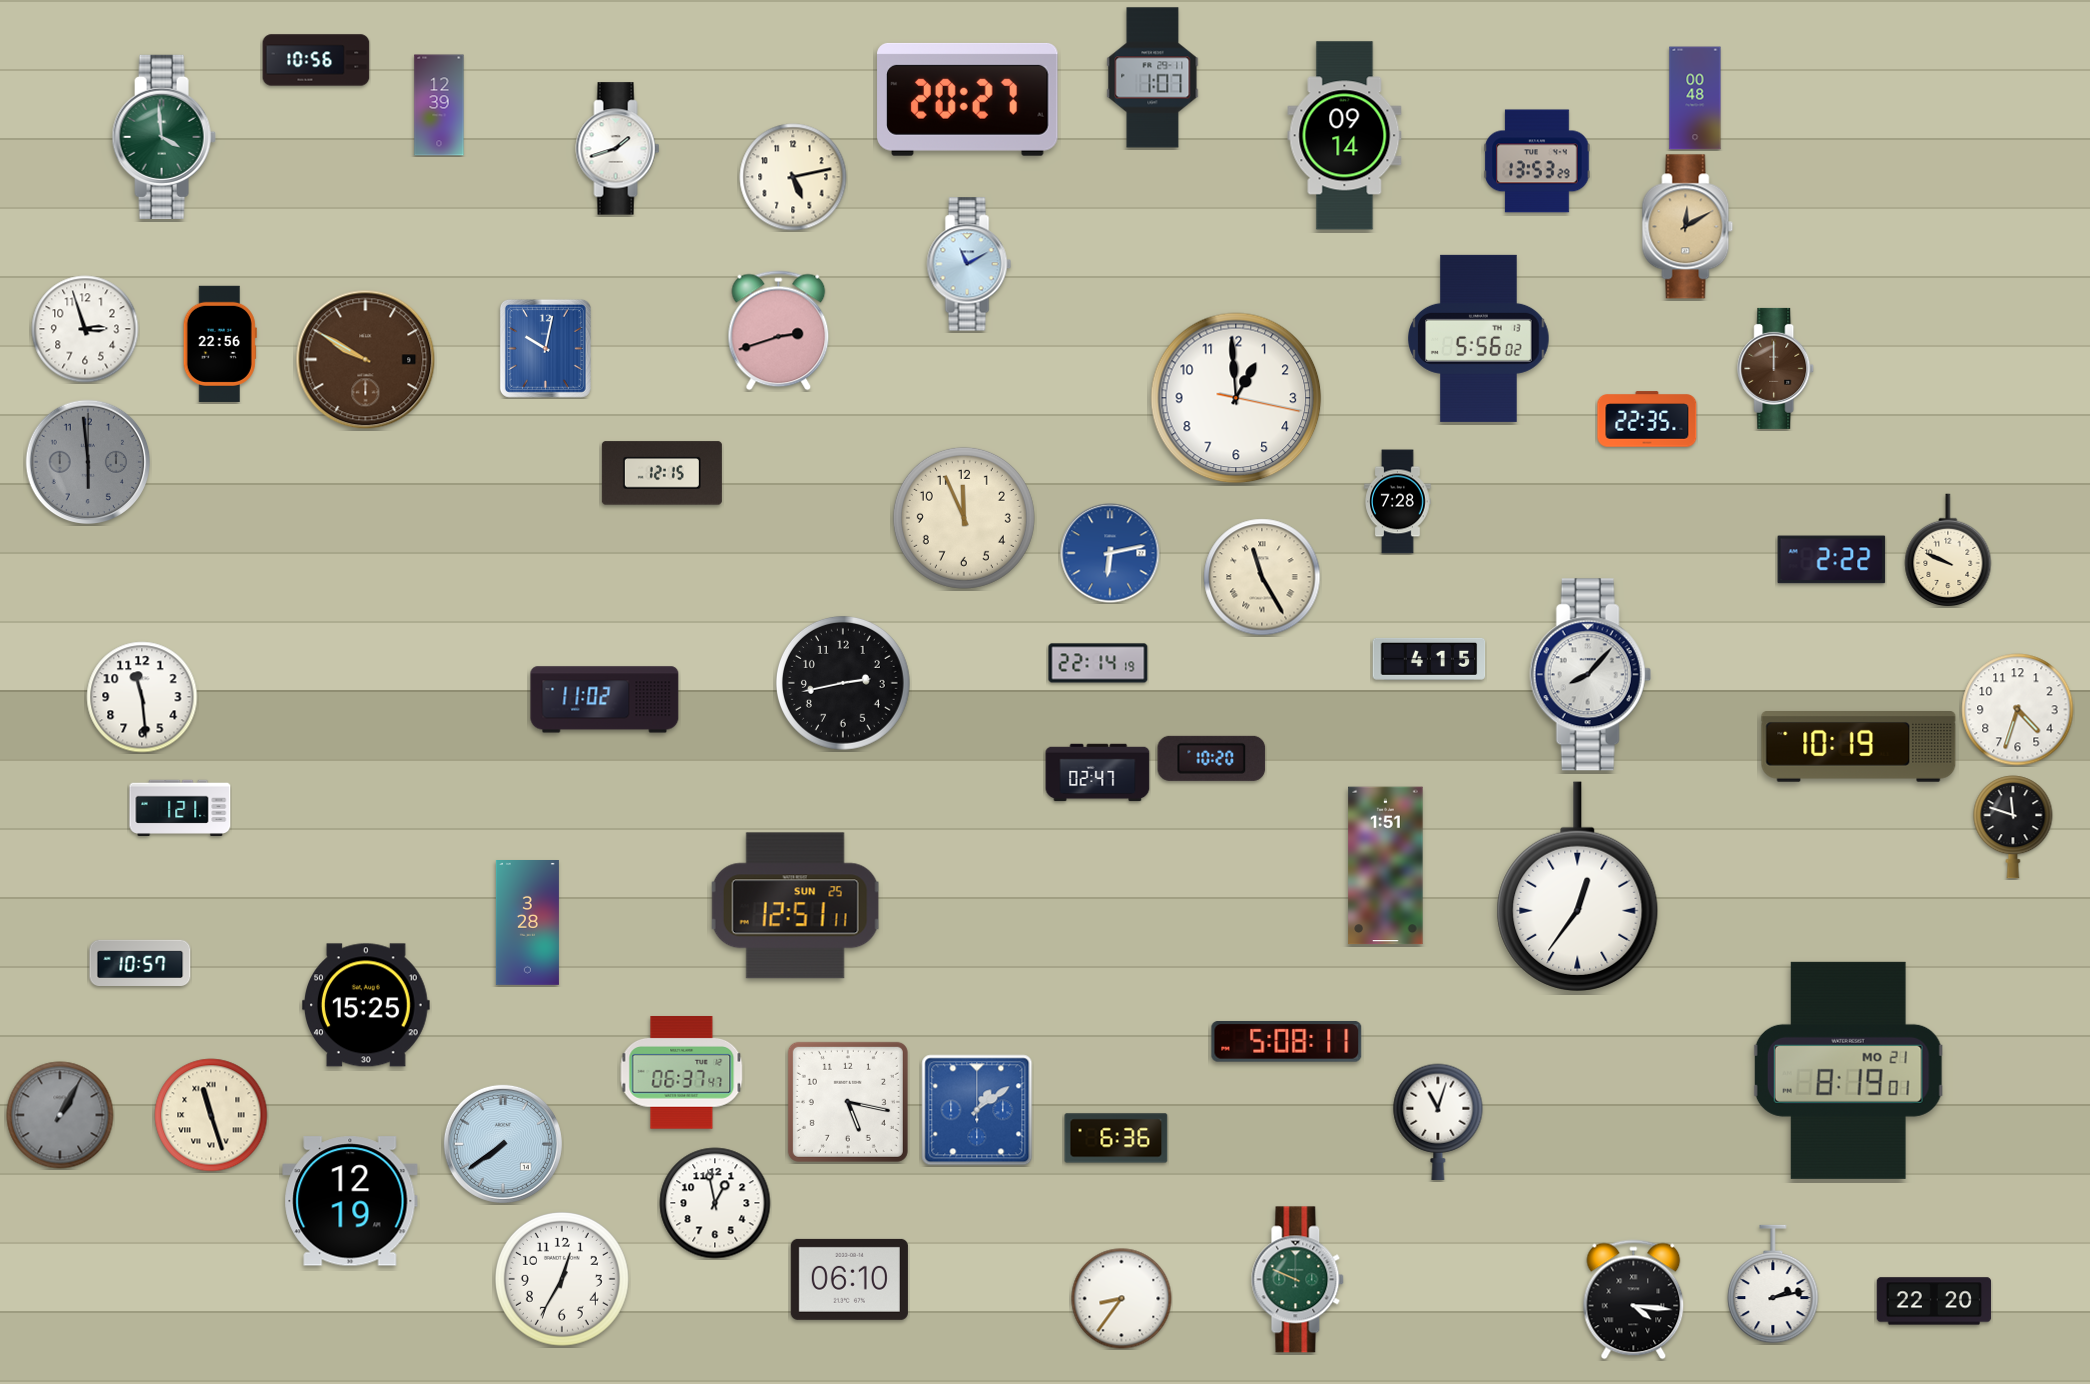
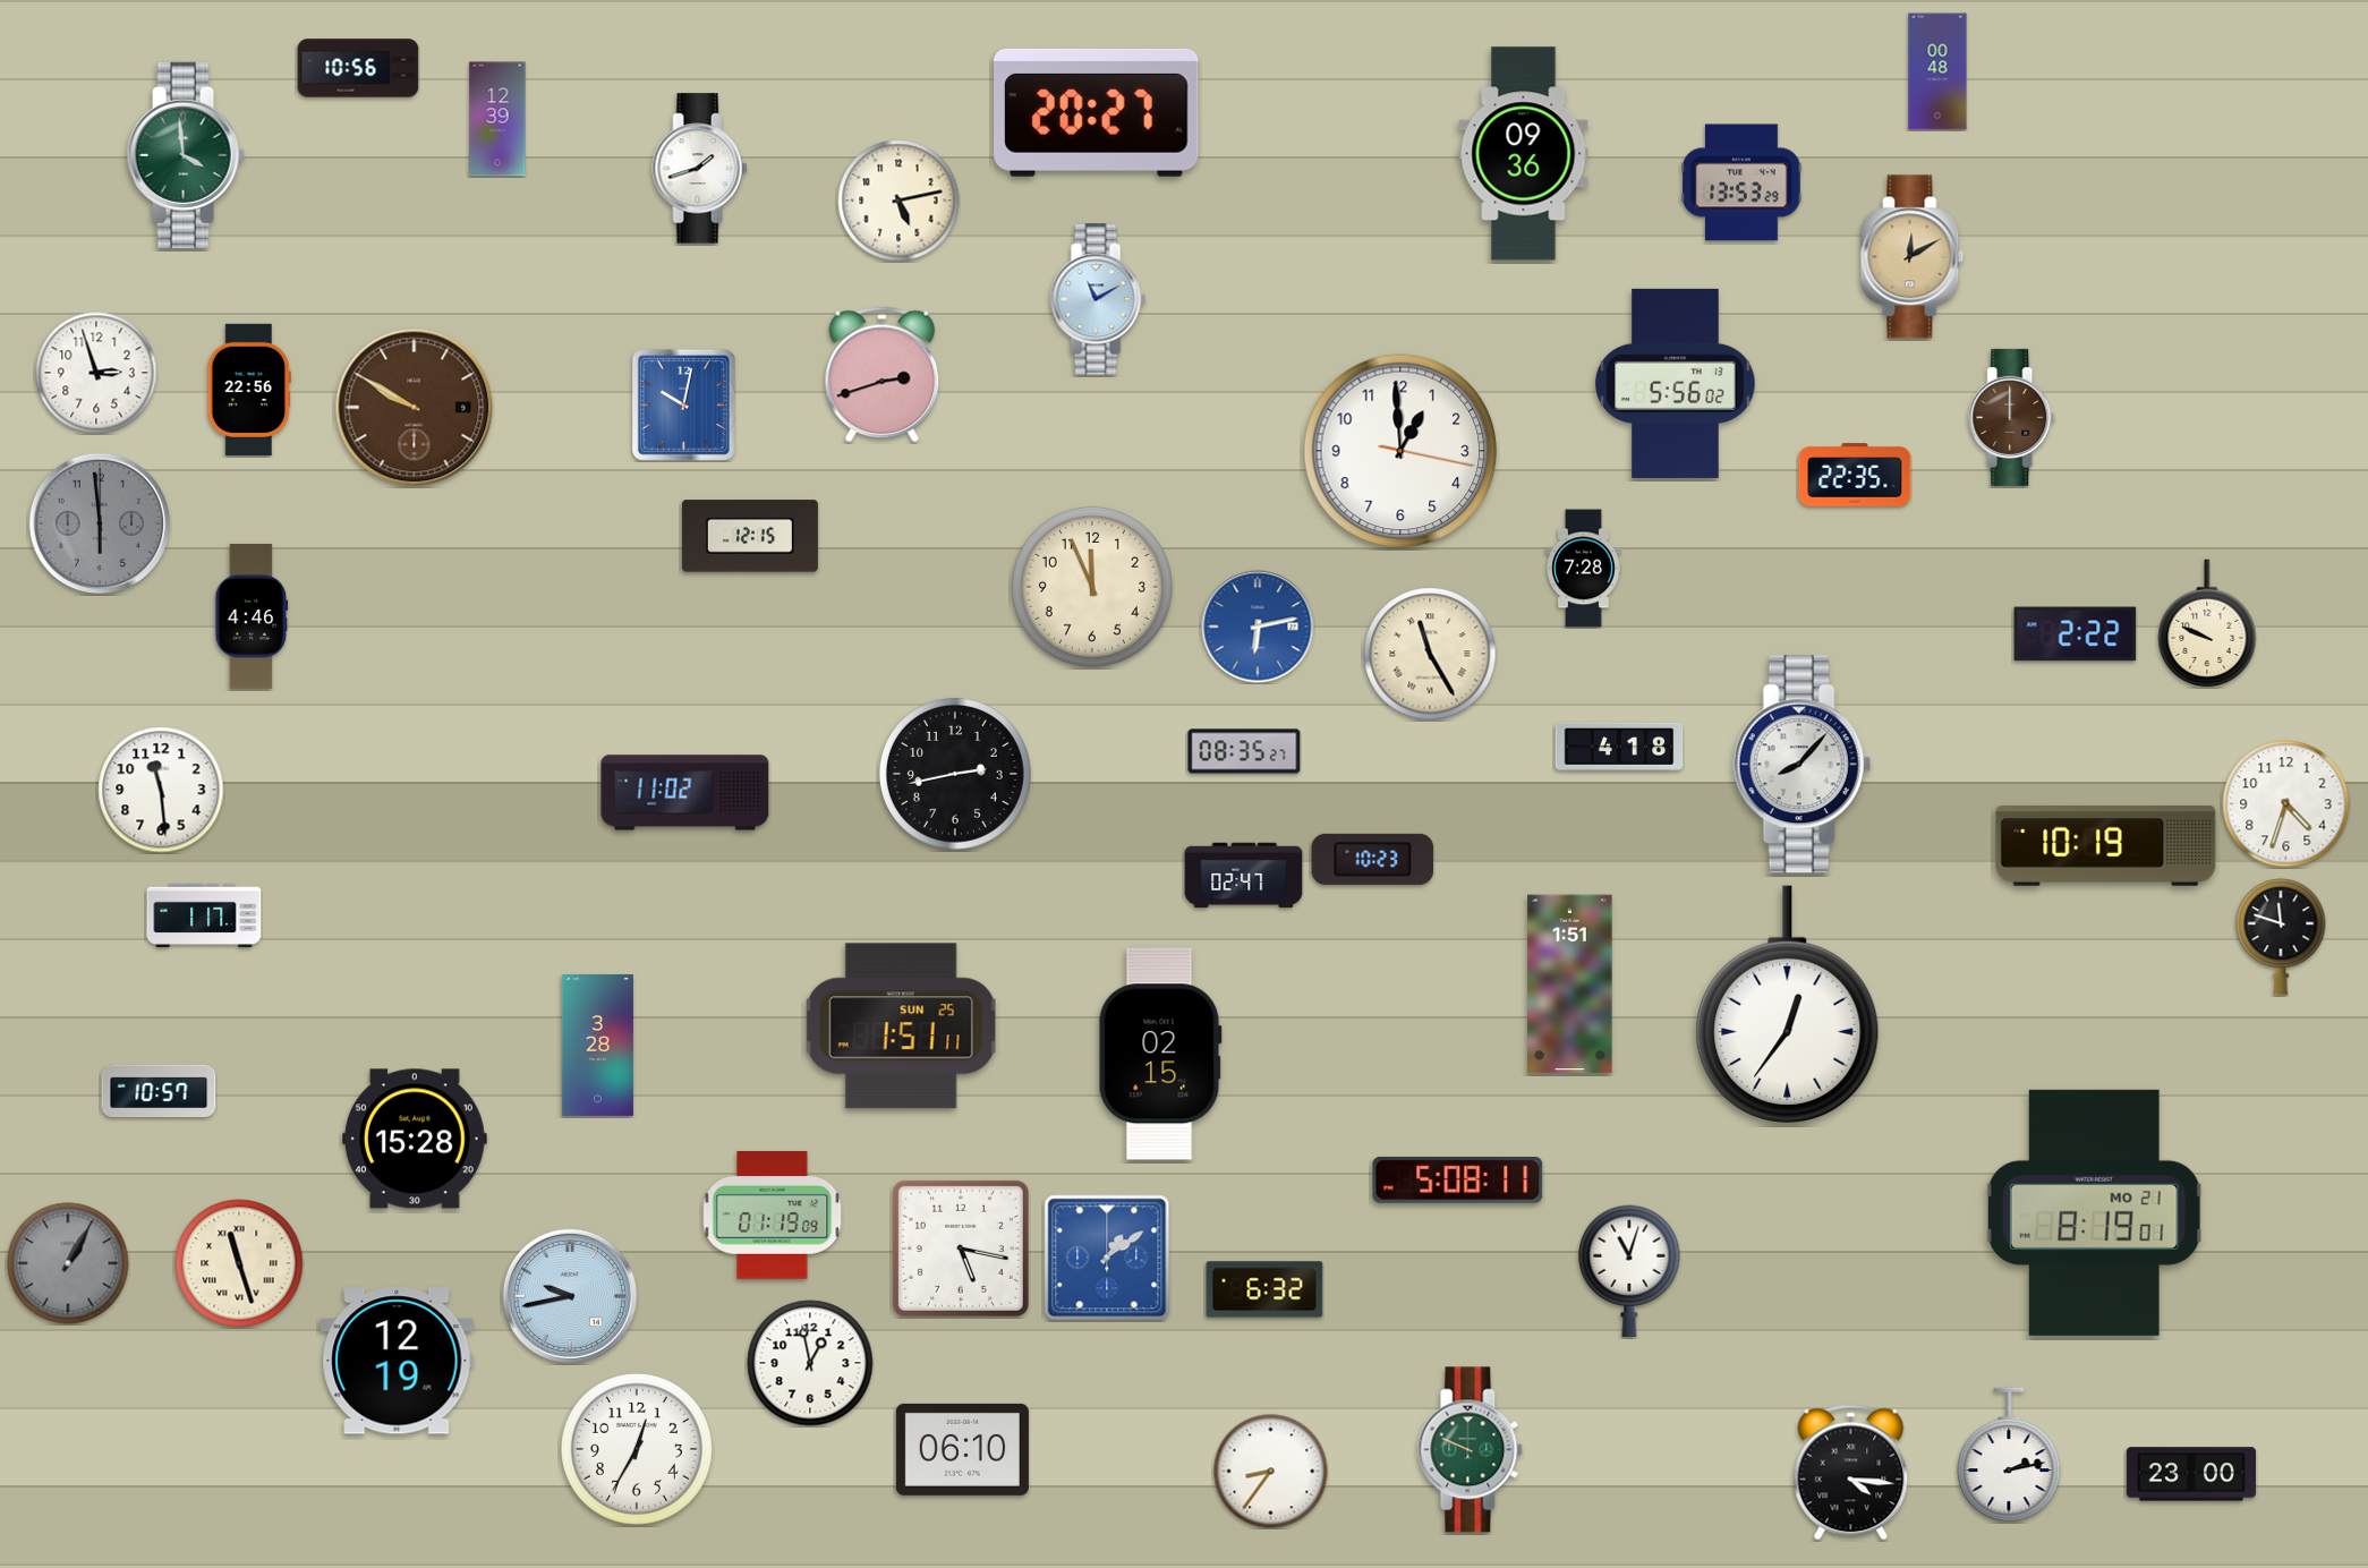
clock at (1153, 78): 1:07 -> none
clock at (1695, 98) position: (1695, 98) -> (1937, 71)
clock at (1345, 136): 09:14 -> 09:36
clock at (545, 348) position: (545, 348) -> (683, 404)
clock at (1647, 419) position: (1647, 419) -> (1855, 475)
clock at (252, 616): none -> 4:46
clock at (1429, 659): 4:15 -> 4:18
clock at (1098, 663): 22:14 -> 08:35
clock at (1212, 758): 10:20 -> 10:23
clock at (180, 807): 1:21 -> 1:17
clock at (1386, 866) position: (1386, 866) -> (1570, 985)
clock at (796, 906): 12:51 -> 1:51
clock at (1160, 1054): none -> 02:15
clock at (367, 1005): 15:25 -> 15:28
clock at (682, 1073): 06:37 -> 01:19
clock at (1116, 1138): 6:36 -> 6:32
clock at (503, 1144): 7:39 -> 9:43
clock at (1934, 1301): 22:20 -> 23:00
